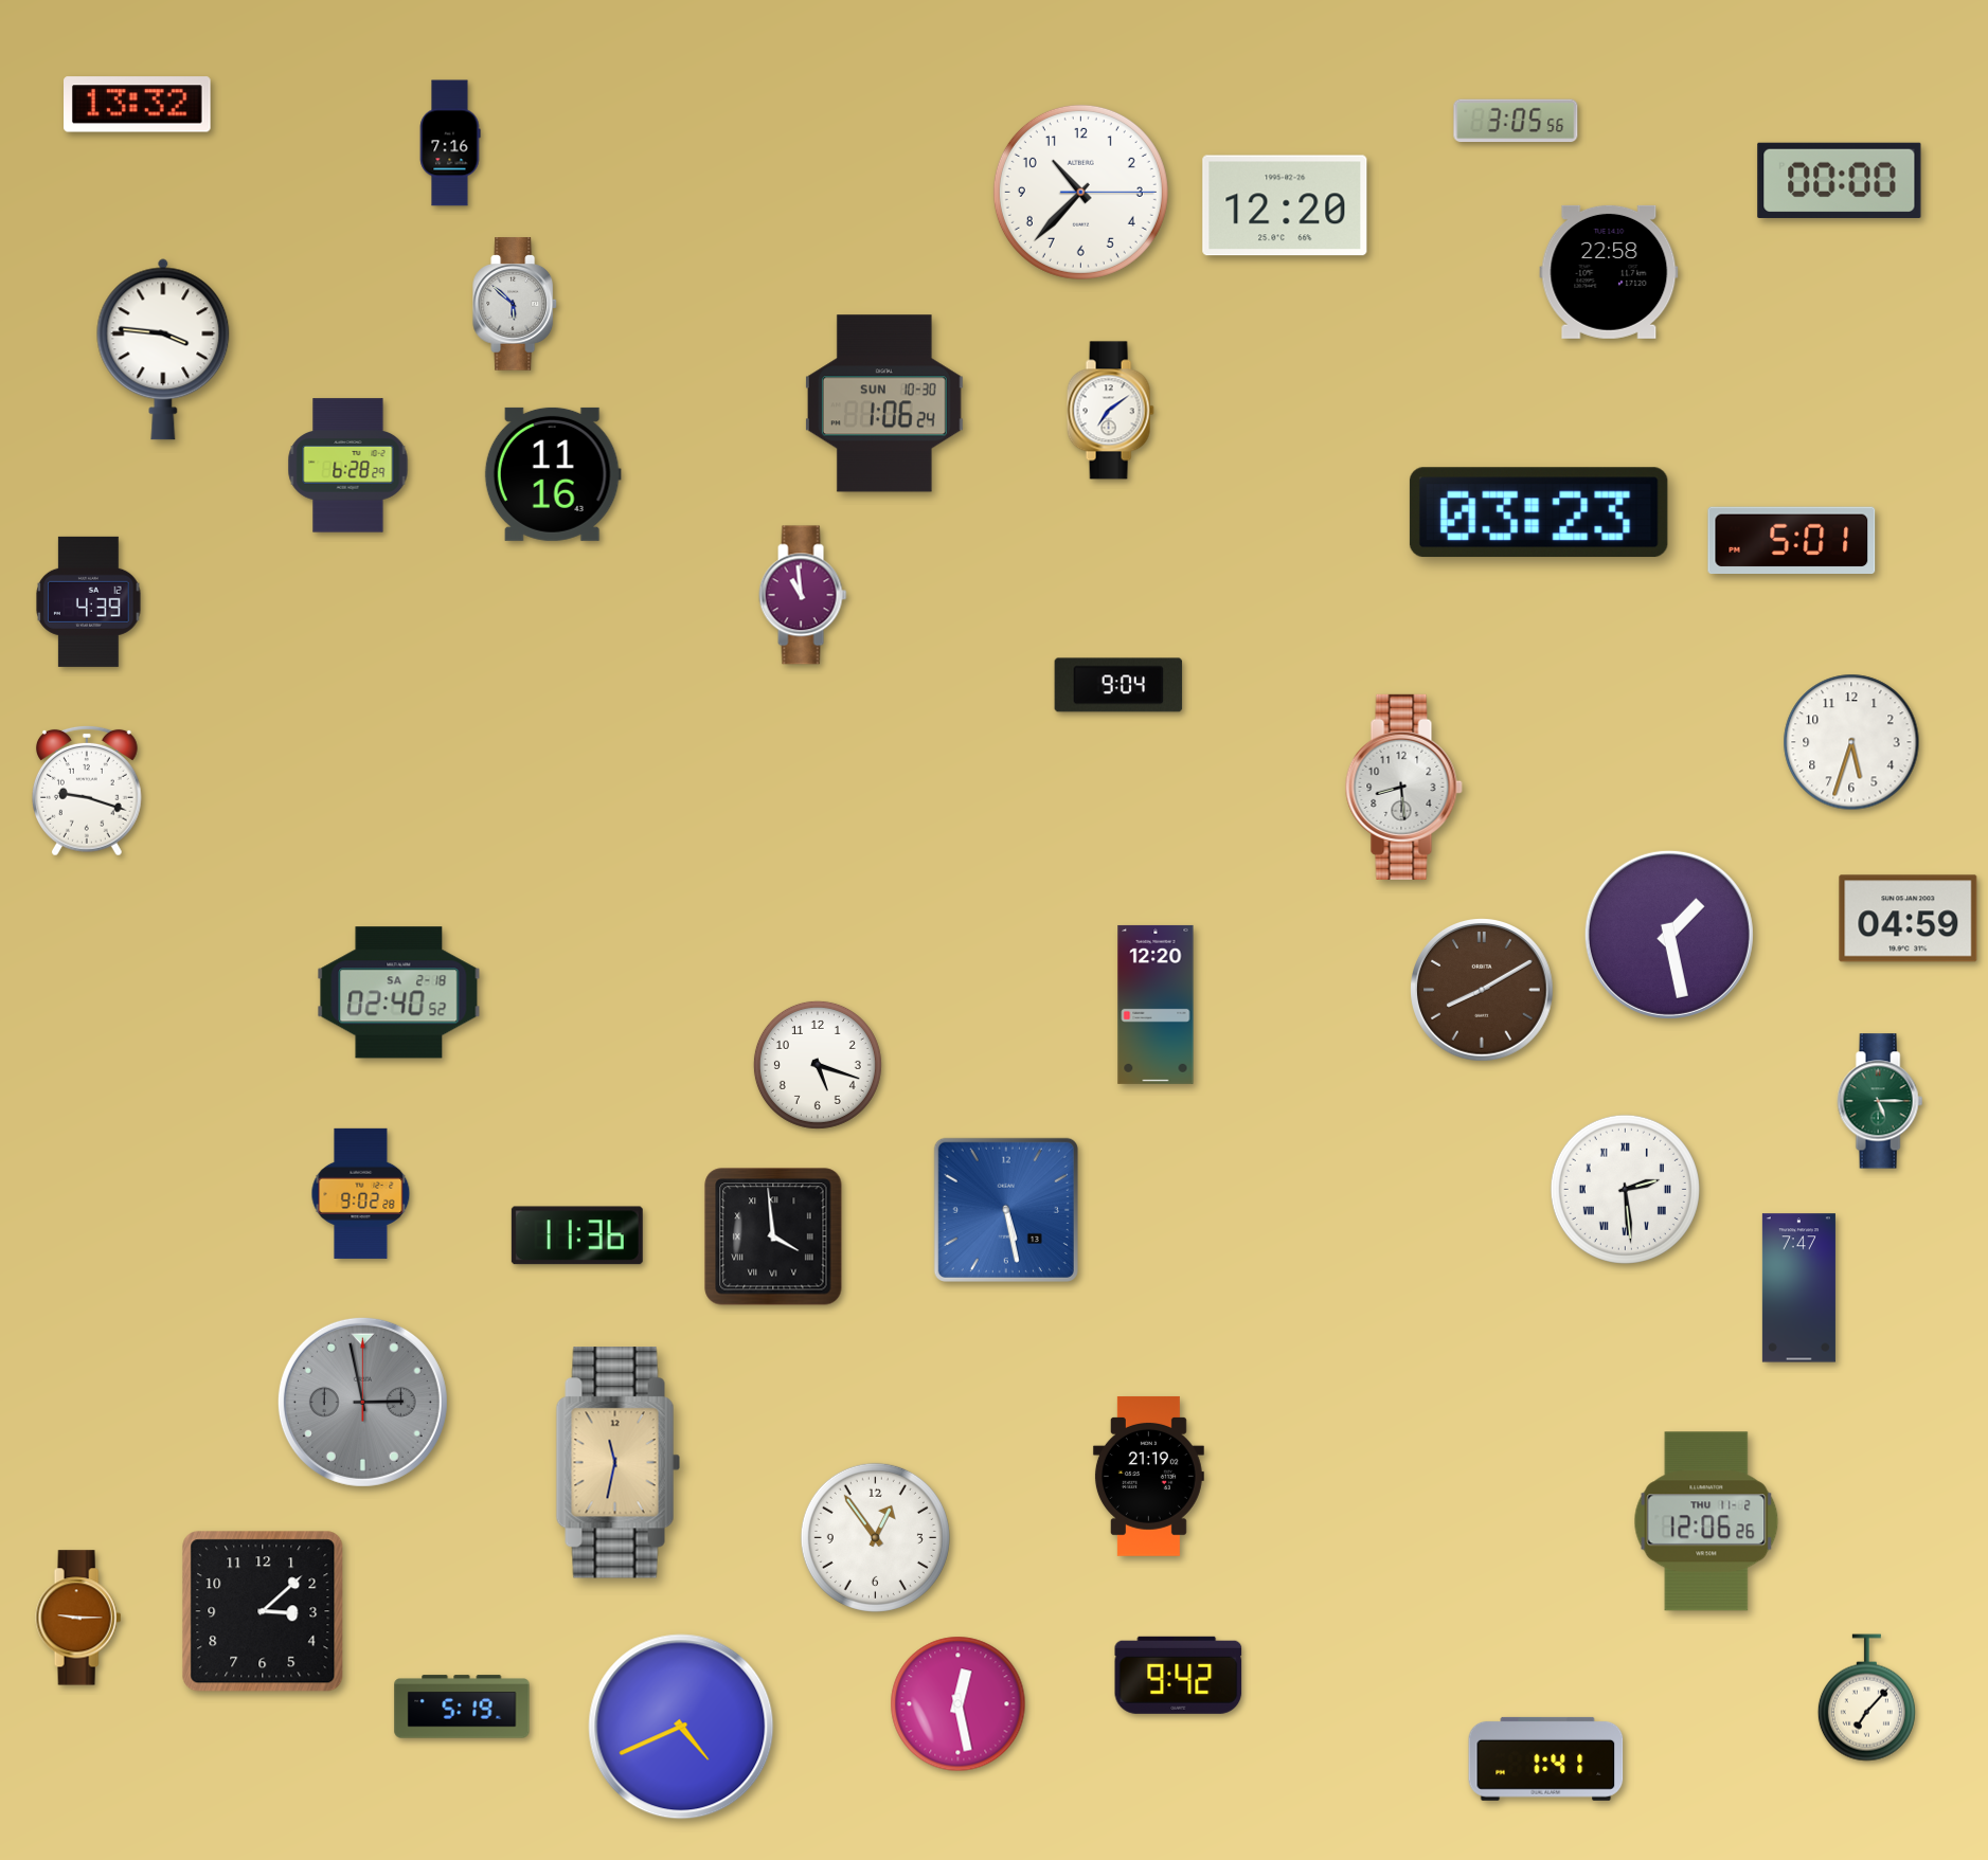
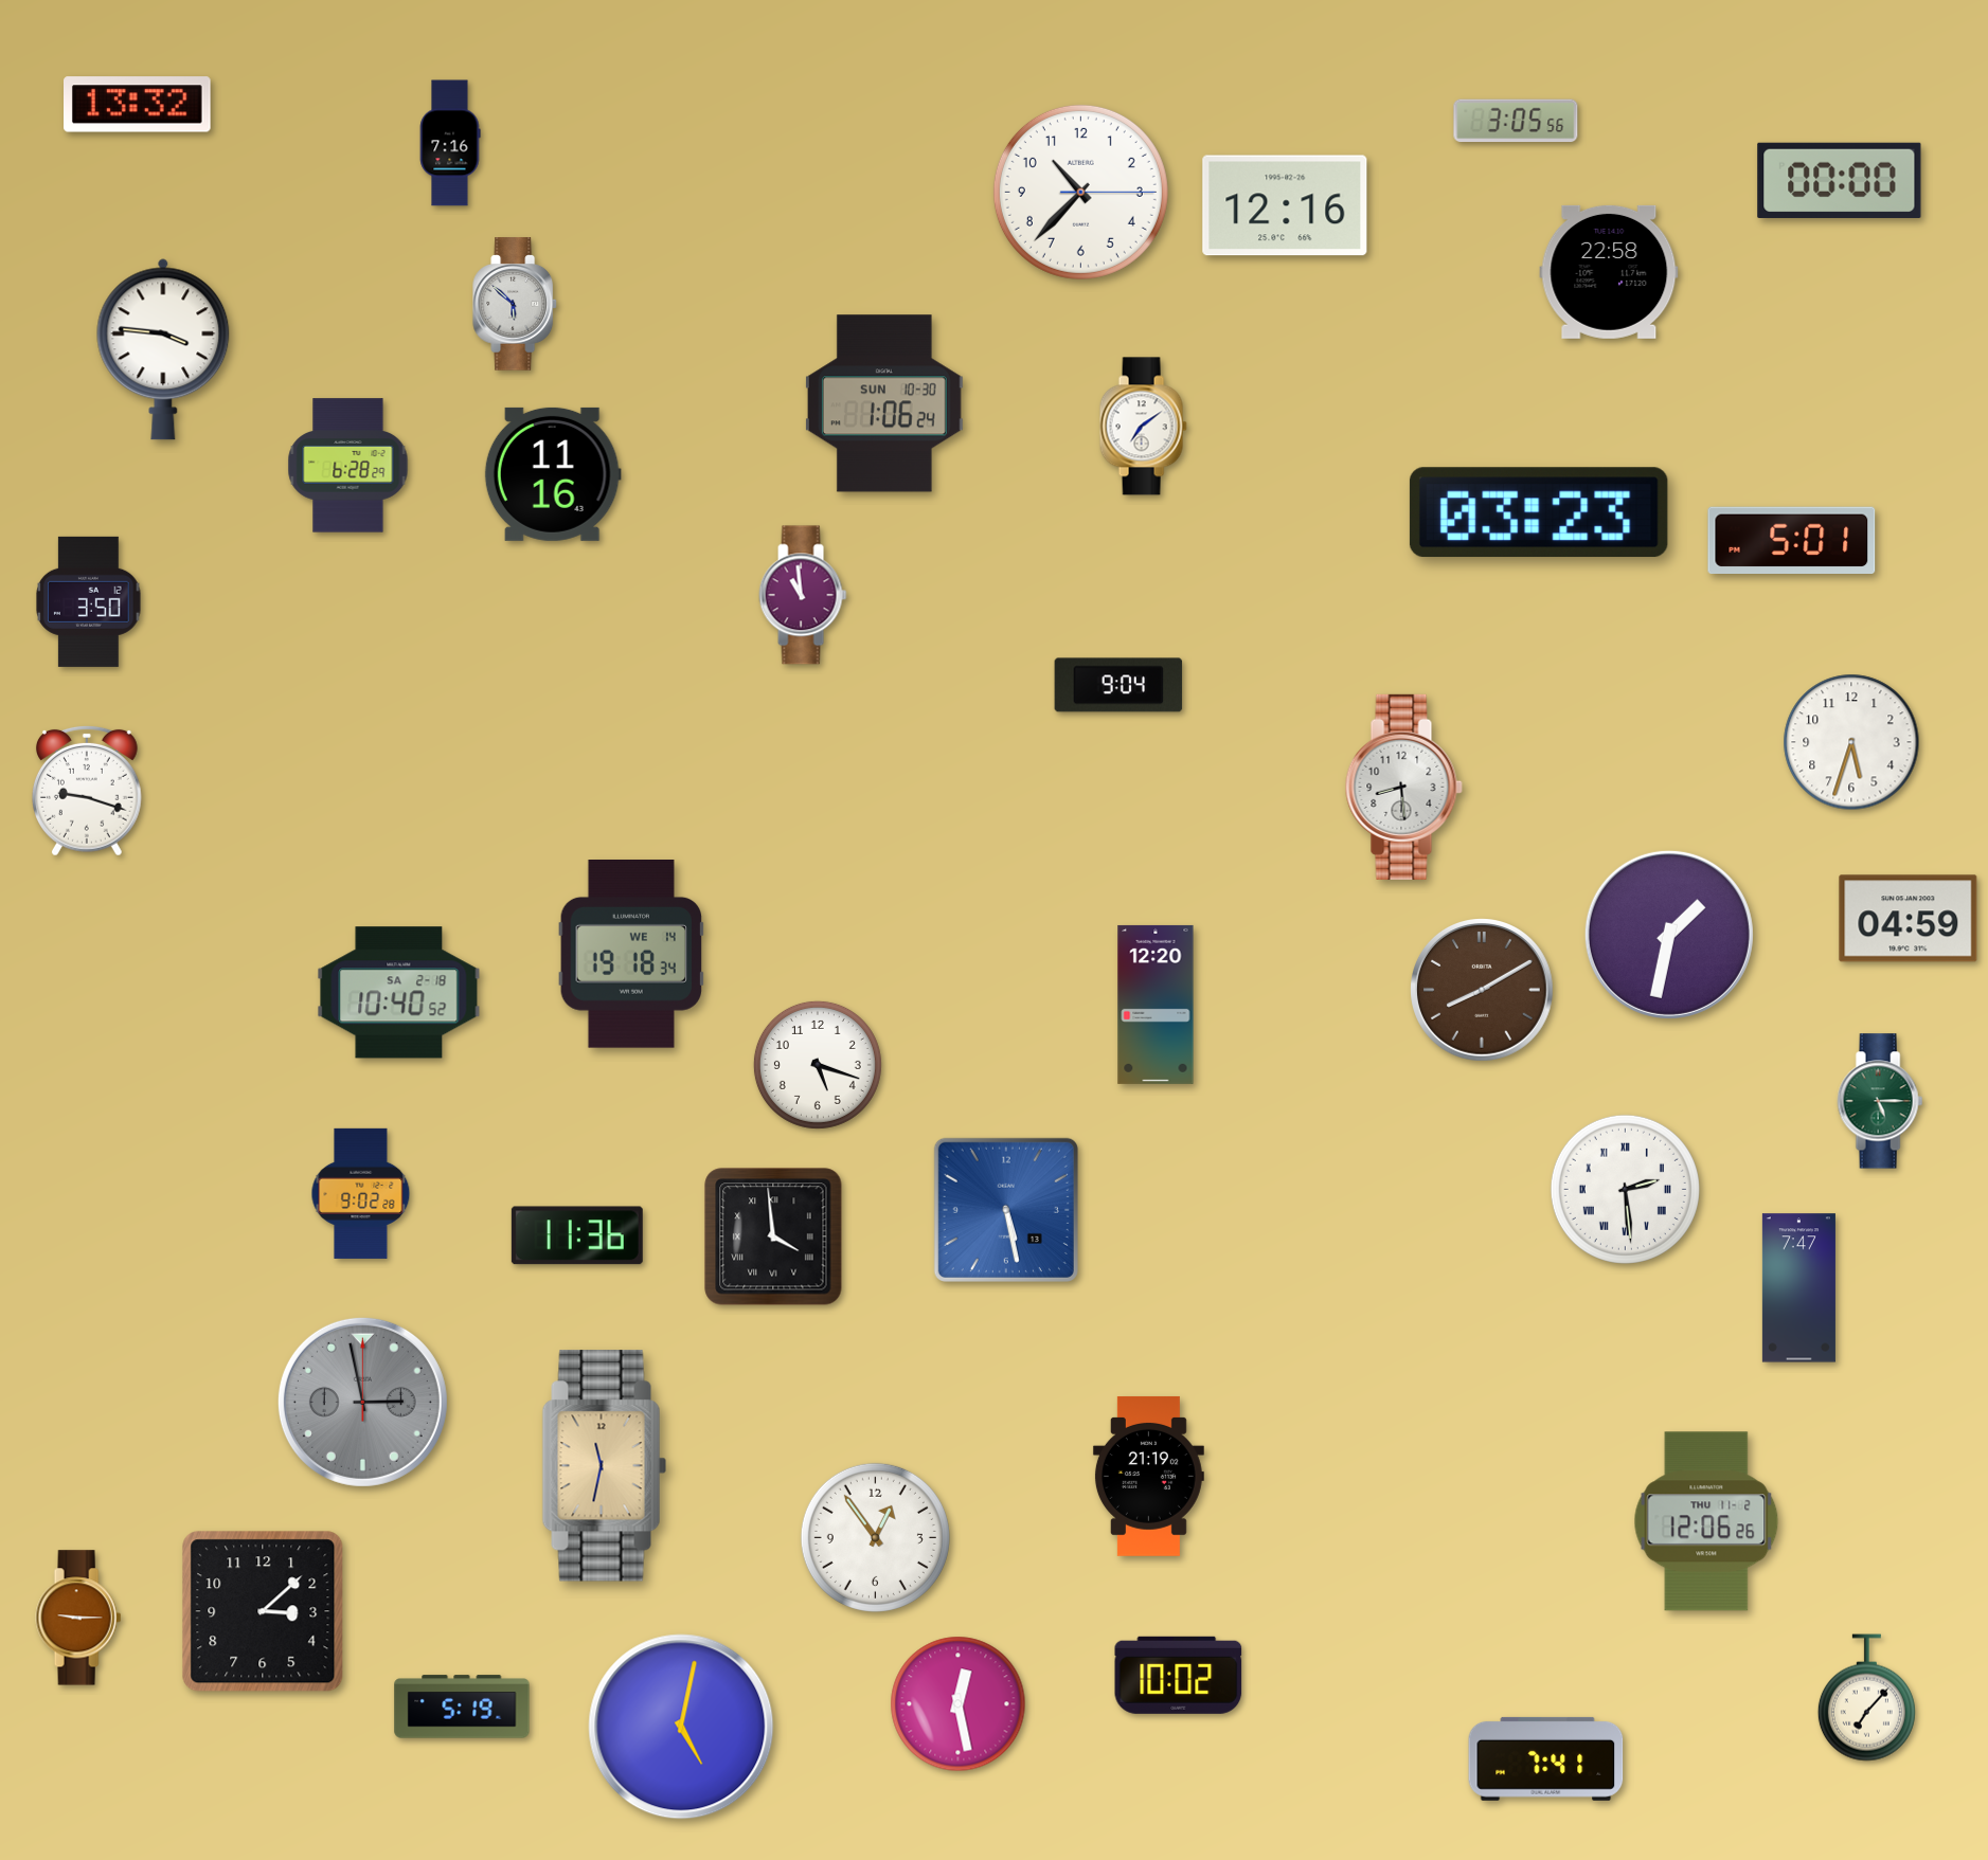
clock at (1285, 205): 12:20 -> 12:16
clock at (1110, 411) position: (1110, 411) -> (1143, 427)
clock at (89, 601): 4:39 -> 3:50
clock at (1669, 935): 1:28 -> 1:32
clock at (631, 955): none -> 19:18
clock at (399, 993): 02:40 -> 10:40
clock at (617, 1463) position: (617, 1463) -> (604, 1466)
clock at (1179, 1675): 9:42 -> 10:02
clock at (681, 1727): 4:41 -> 5:02
clock at (1546, 1758): 1:41 -> 7:41
